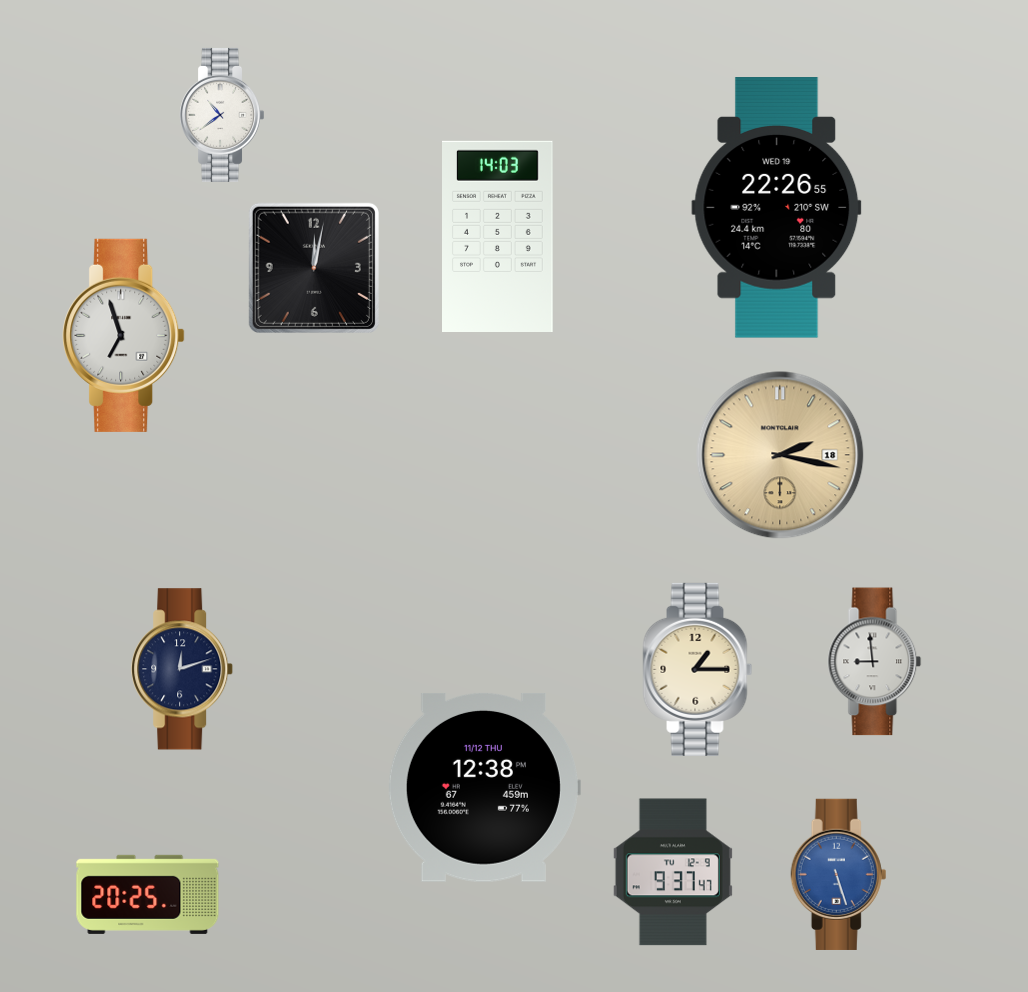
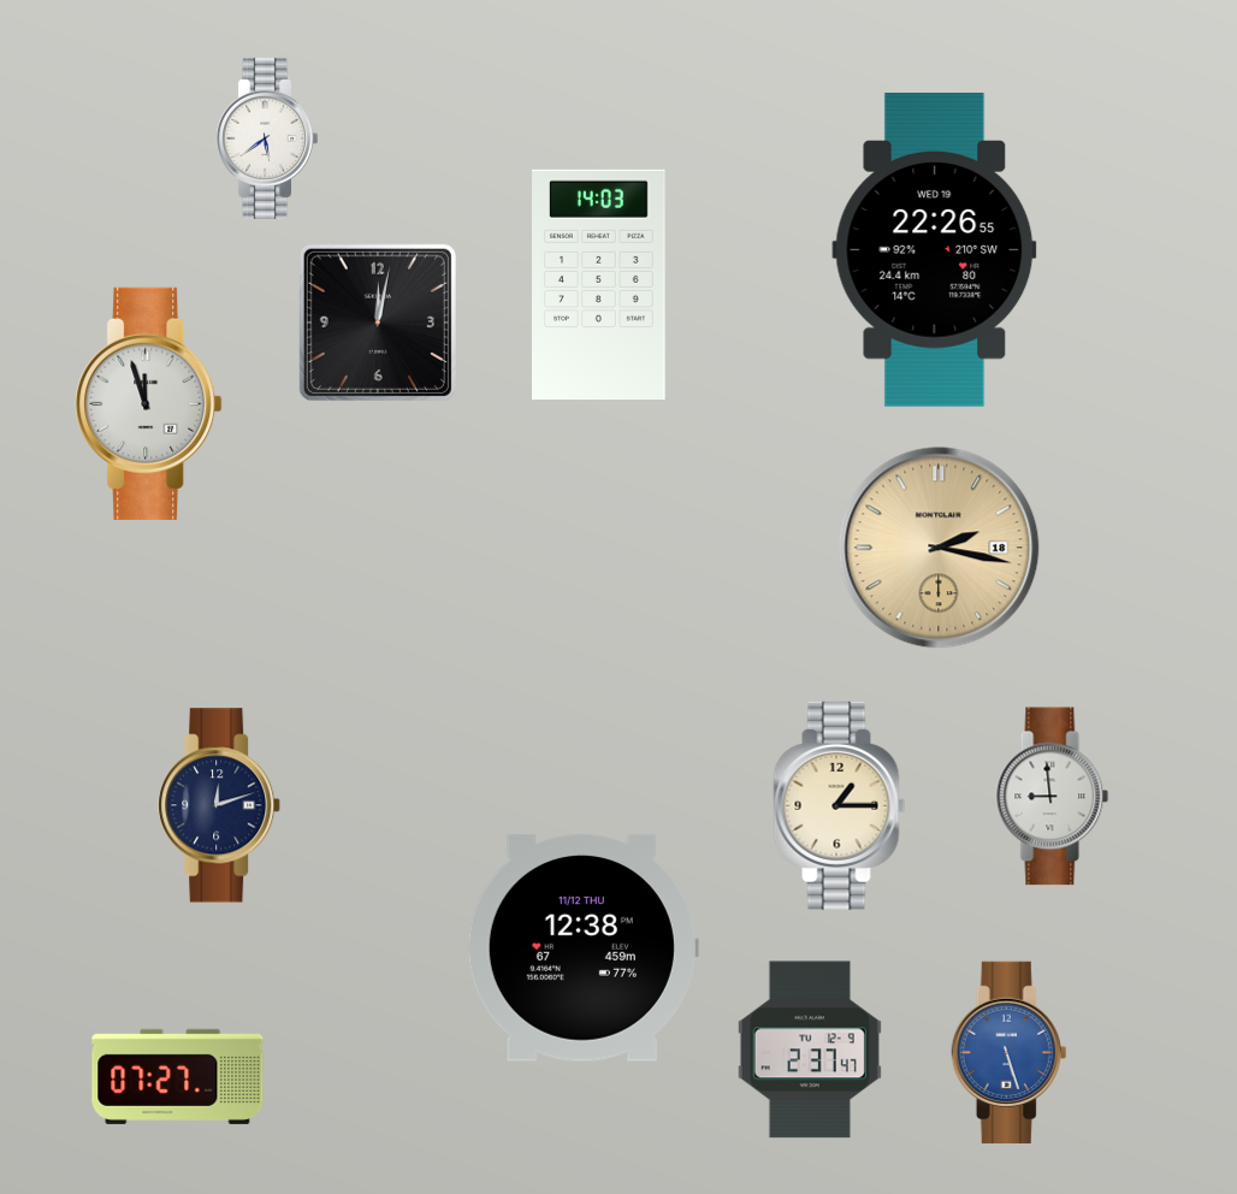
clock at (221, 115): 10:39 -> 5:39
clock at (124, 335): 6:57 -> 11:57
clock at (673, 872): 9:37 -> 2:37
clock at (148, 894): 20:25 -> 07:27
